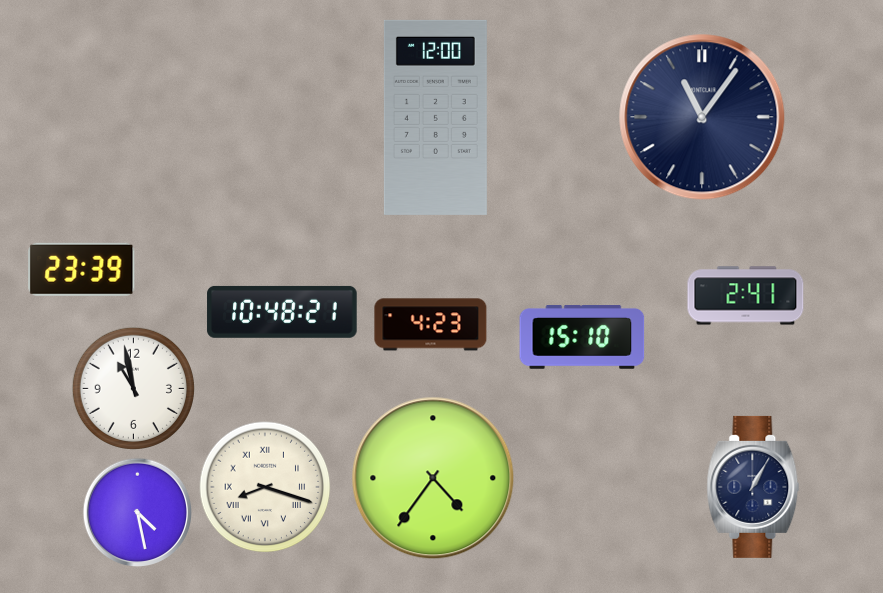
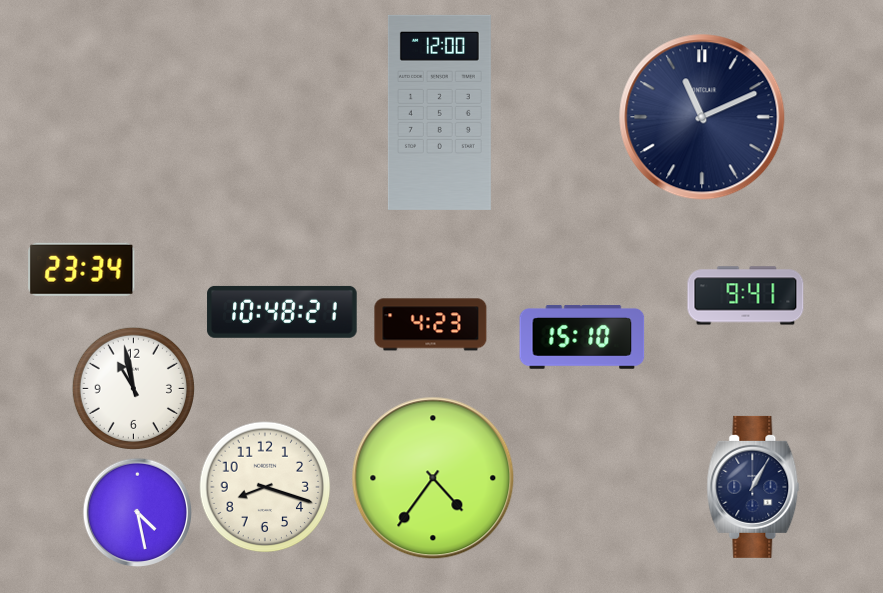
clock at (435, 117) position: (435, 117) -> (439, 112)
clock at (702, 117): 11:06 -> 11:11
clock at (82, 269): 23:39 -> 23:34
clock at (746, 296): 2:41 -> 9:41
clock at (265, 487) numerals: Roman -> Arabic
